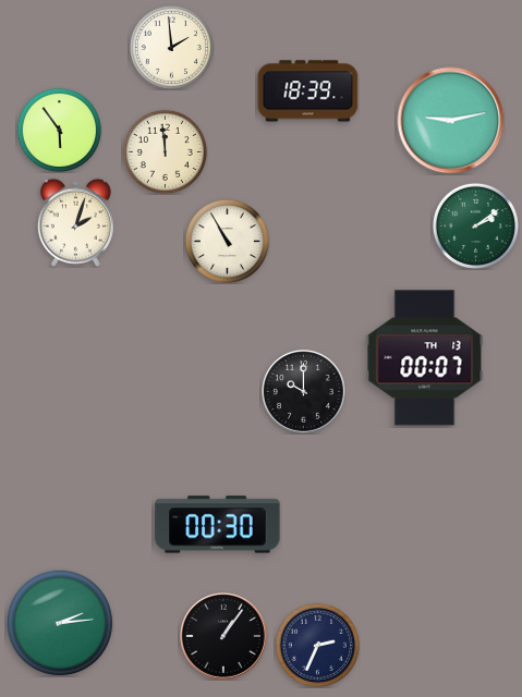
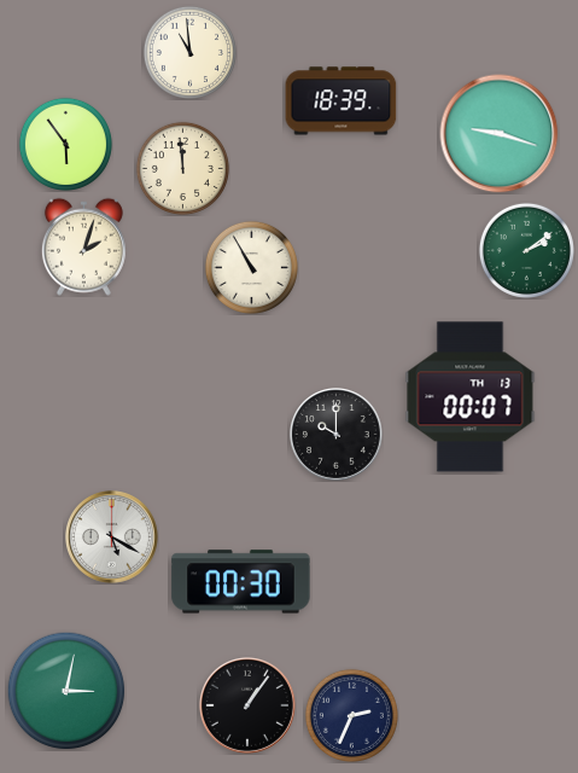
clock at (171, 47): 1:59 -> 10:59
clock at (451, 121): 9:13 -> 9:18
clock at (112, 537): none -> 5:20
clock at (60, 623): 2:14 -> 3:02
